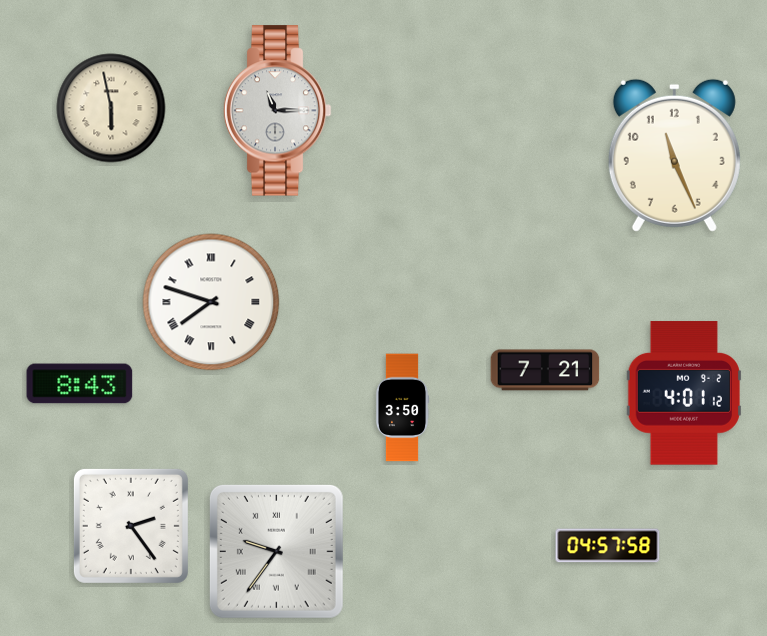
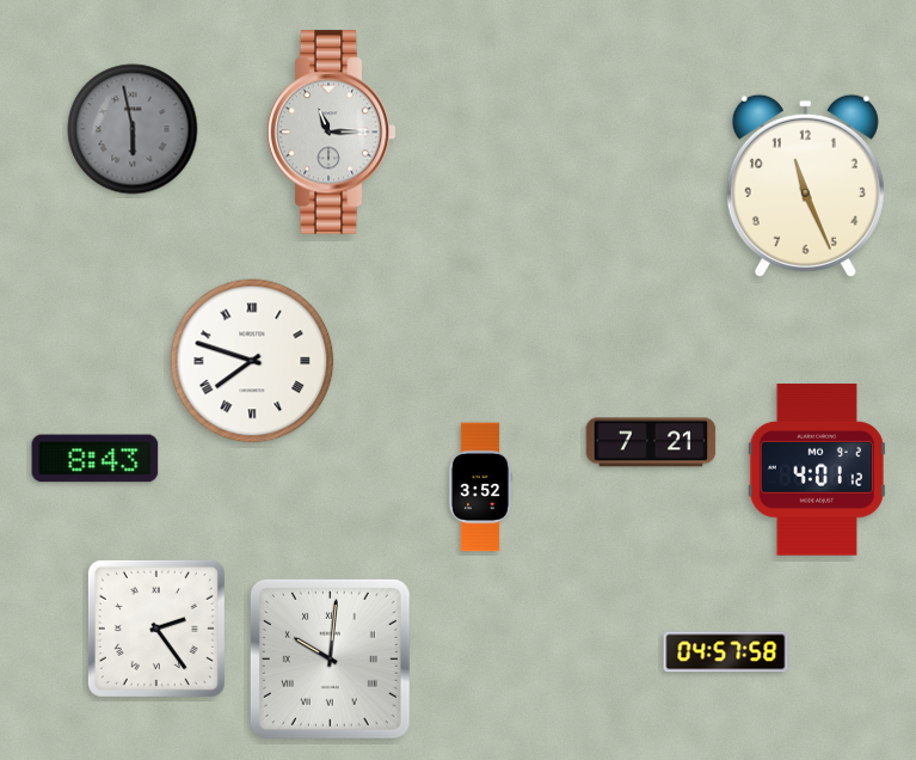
clock at (111, 108) dial: cream -> grey
clock at (402, 408): 3:50 -> 3:52
clock at (276, 551): 9:36 -> 10:01
